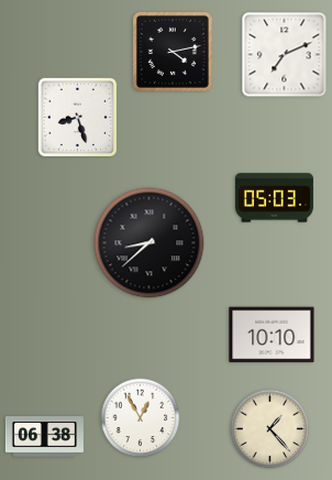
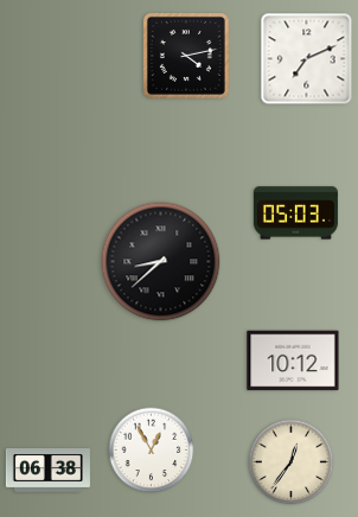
clock at (77, 117): 8:27 -> none
clock at (272, 335): 10:10 -> 10:12
clock at (270, 429): 1:23 -> 12:36
